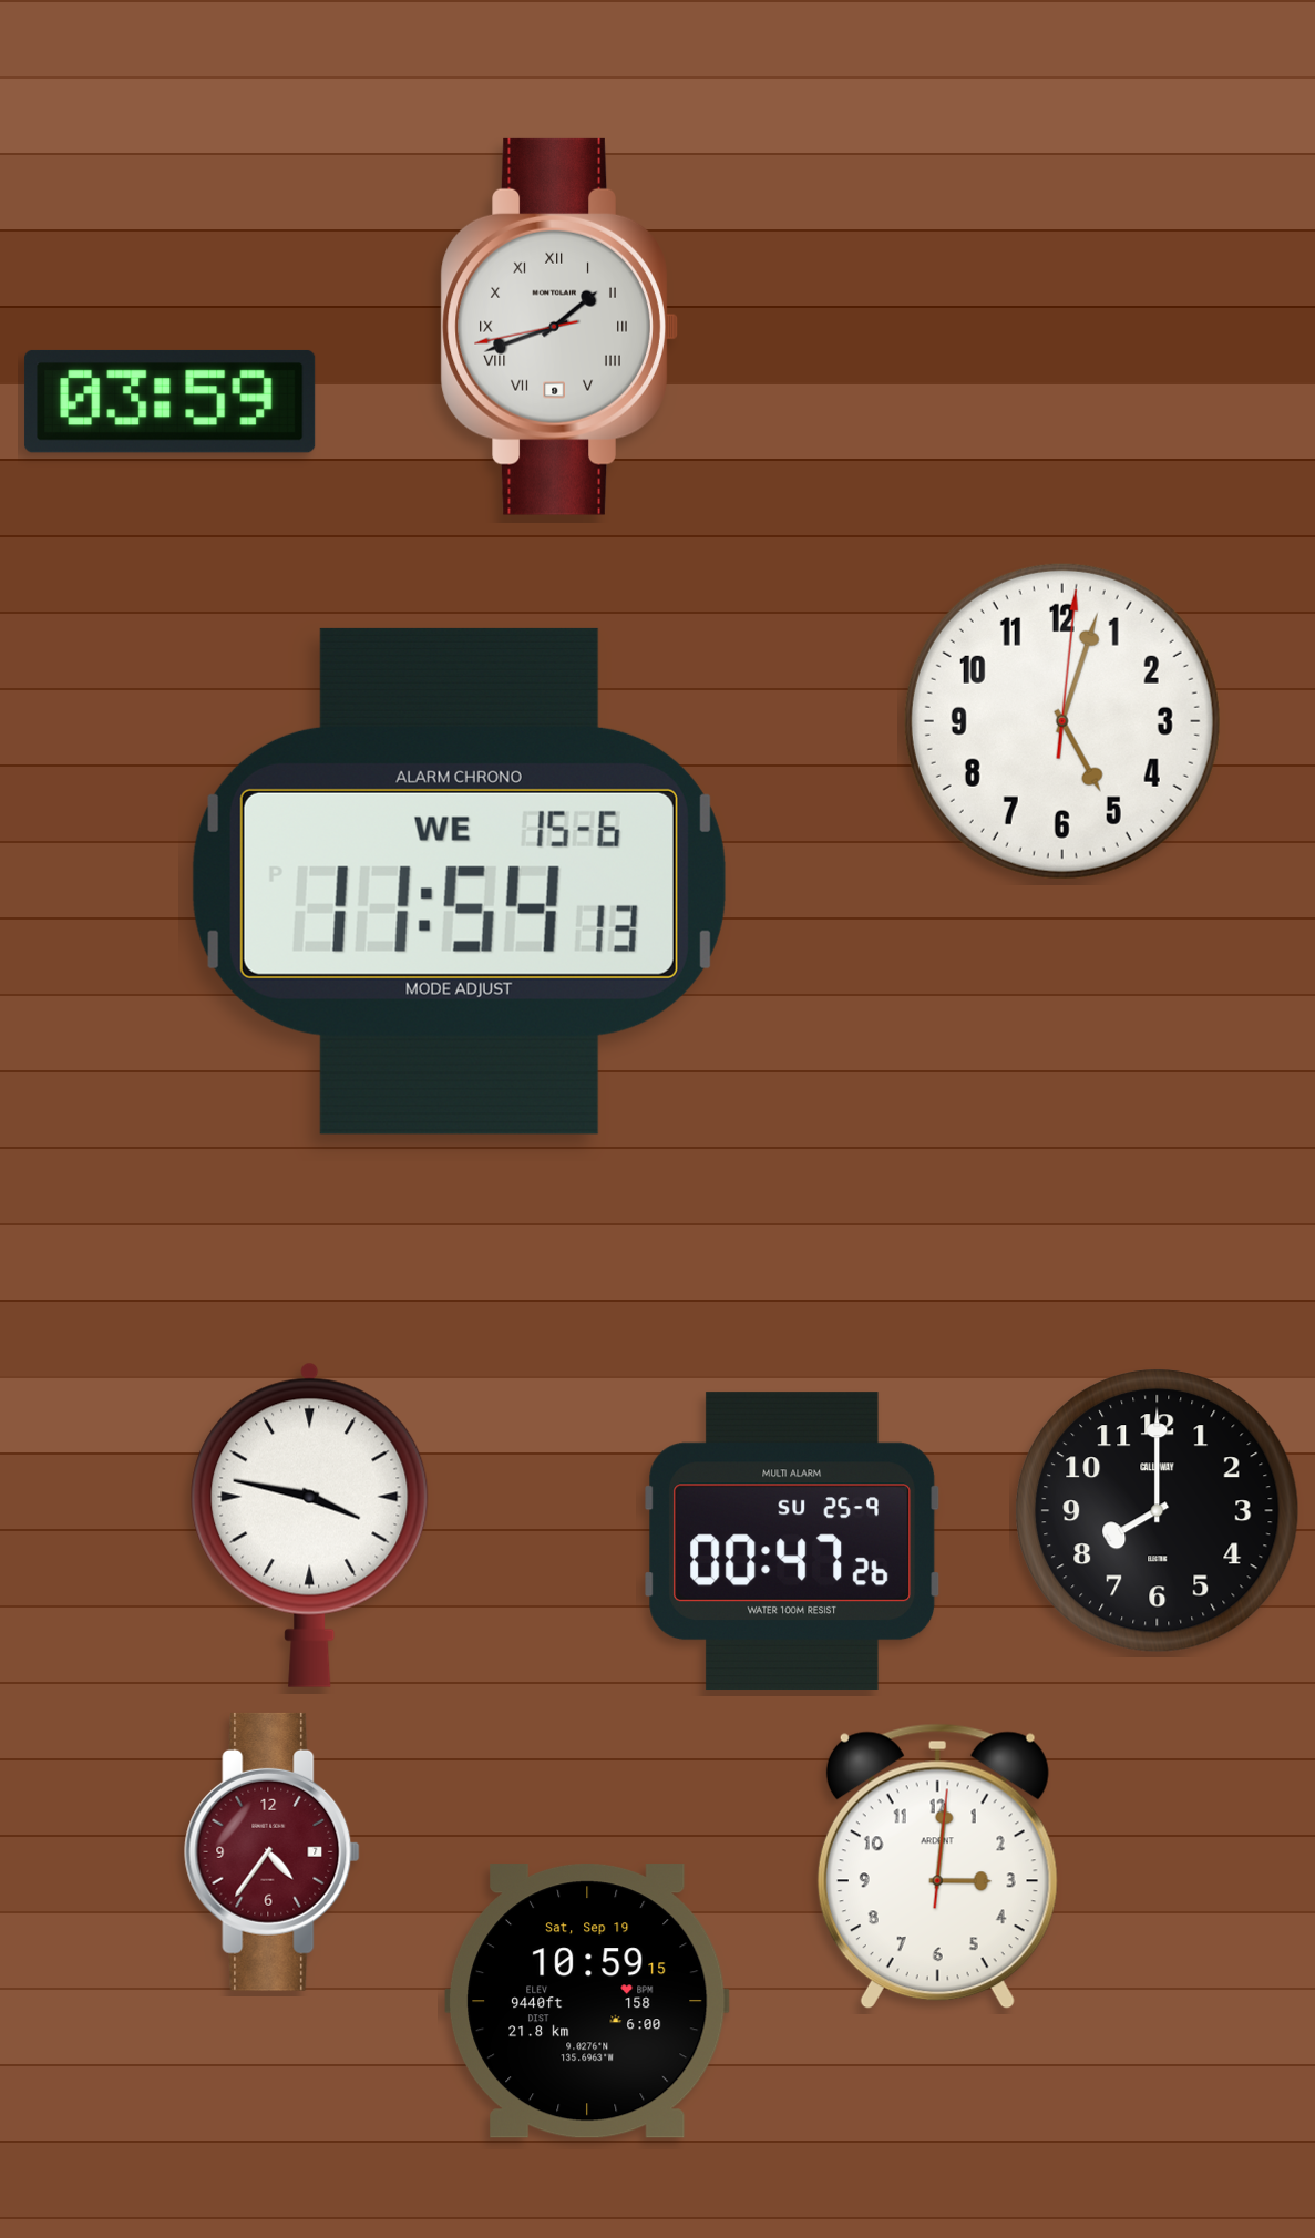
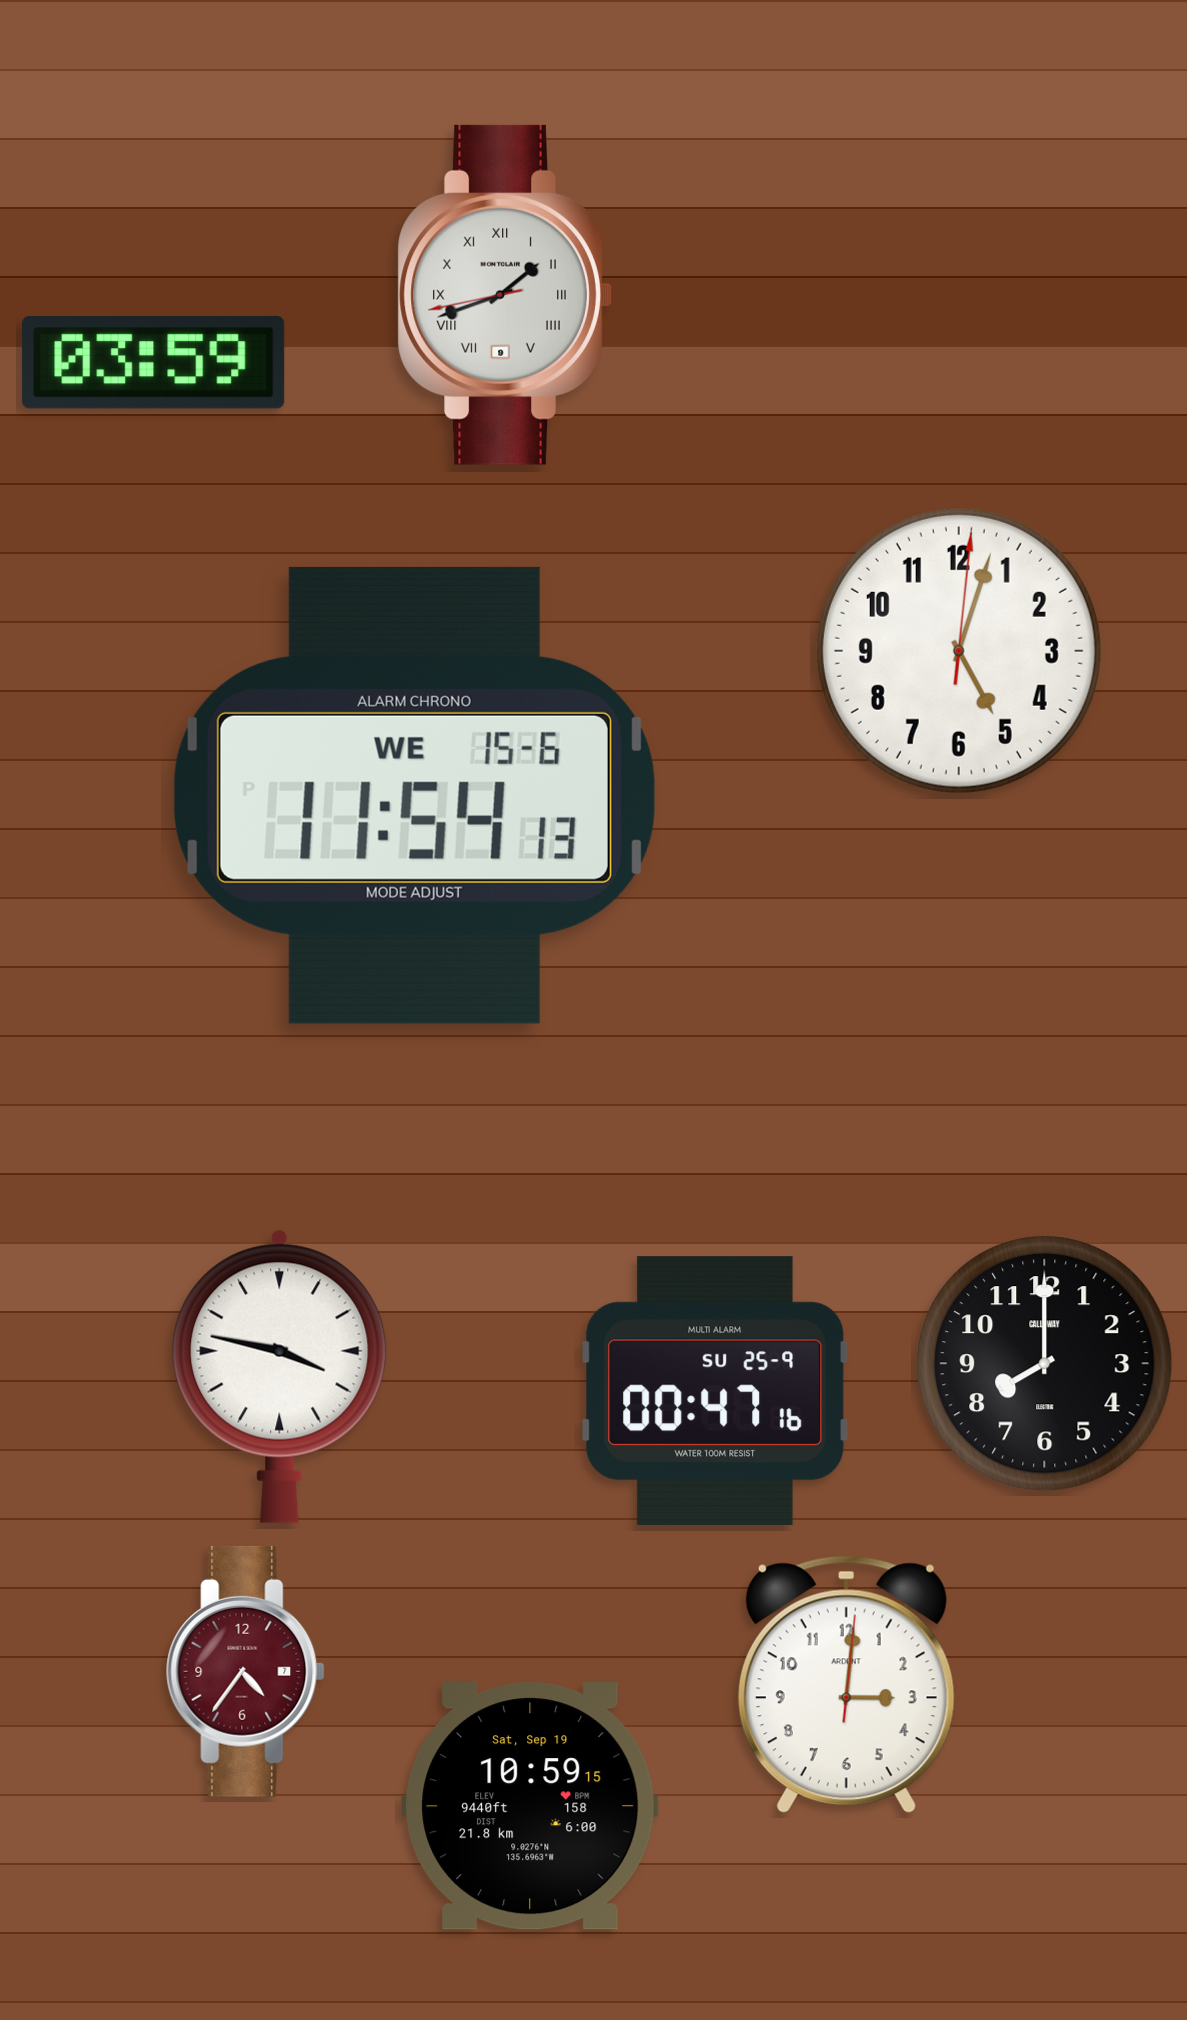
clock at (792, 1541): 00:47:26 -> 00:47:16
